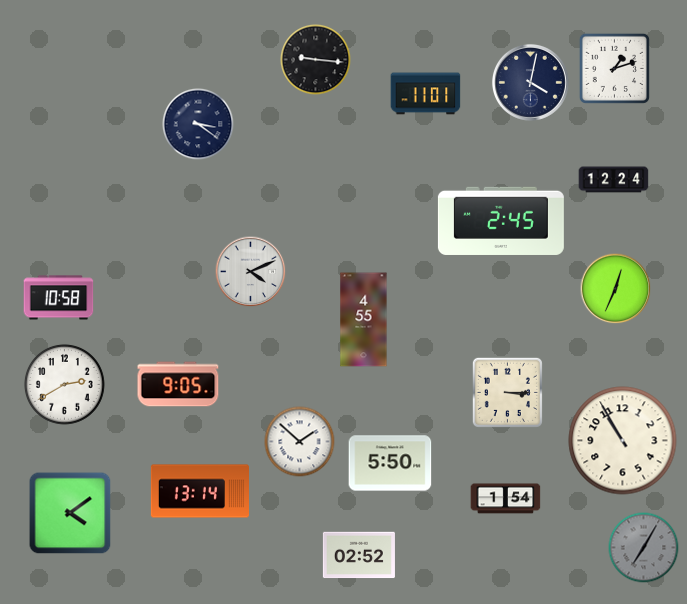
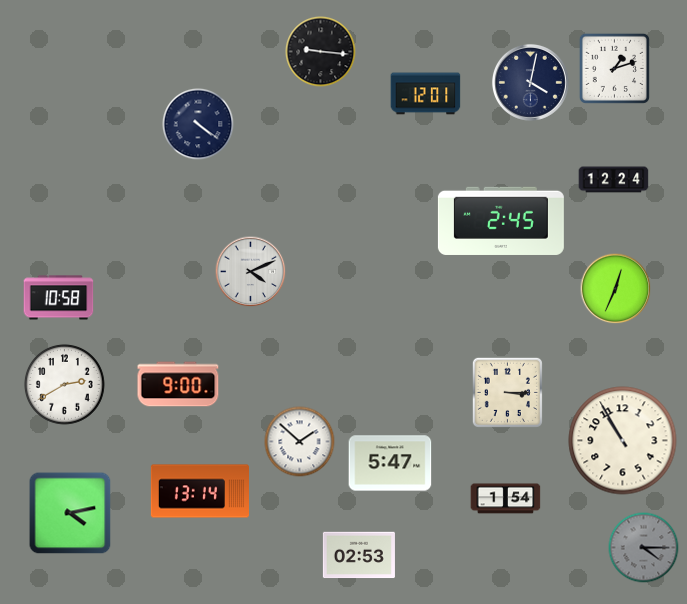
clock at (316, 60) position: (316, 60) -> (321, 52)
clock at (426, 94): 11:01 -> 12:01
clock at (198, 124): 3:21 -> 4:21
clock at (364, 320): 4:55 -> none
clock at (178, 384): 9:05 -> 9:00
clock at (390, 463): 5:50 -> 5:47
clock at (70, 513): 4:09 -> 4:13
clock at (644, 548): 7:05 -> 4:15
clock at (359, 555): 02:52 -> 02:53
